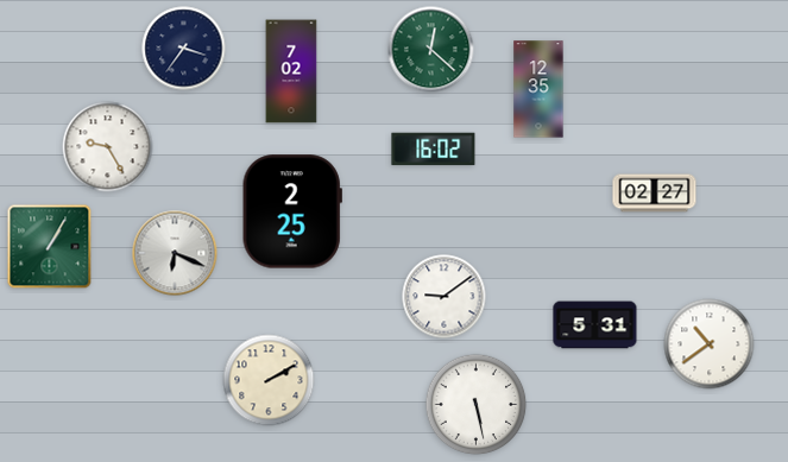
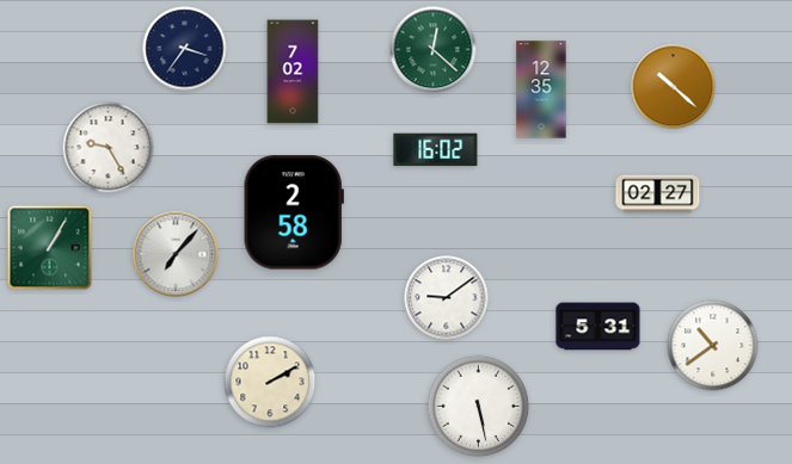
clock at (674, 87): none -> 10:22
clock at (292, 211): 2:25 -> 2:58
clock at (175, 253): 6:19 -> 7:07
